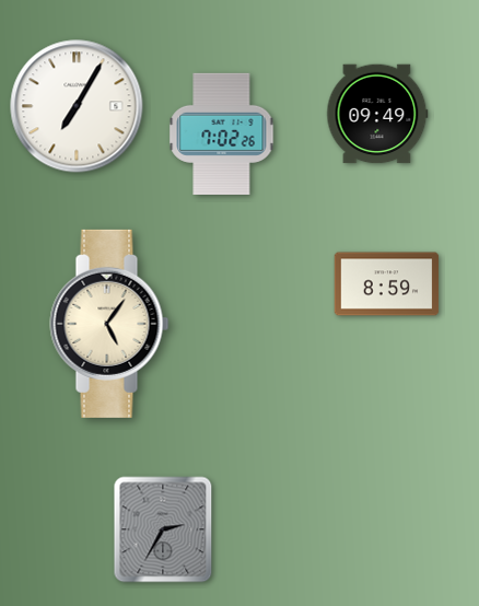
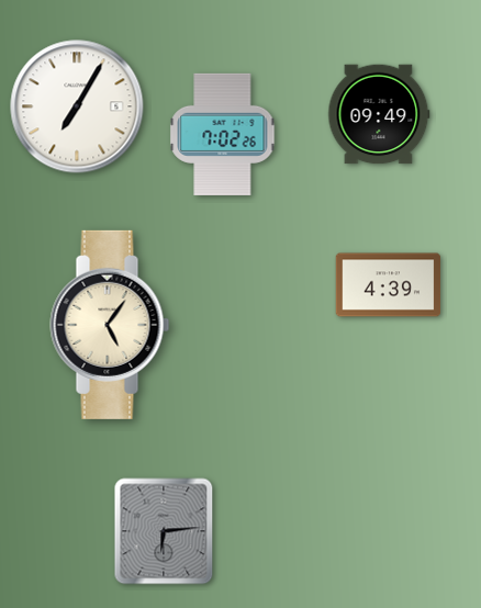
clock at (387, 284): 8:59 -> 4:39
clock at (163, 529): 2:35 -> 6:14
